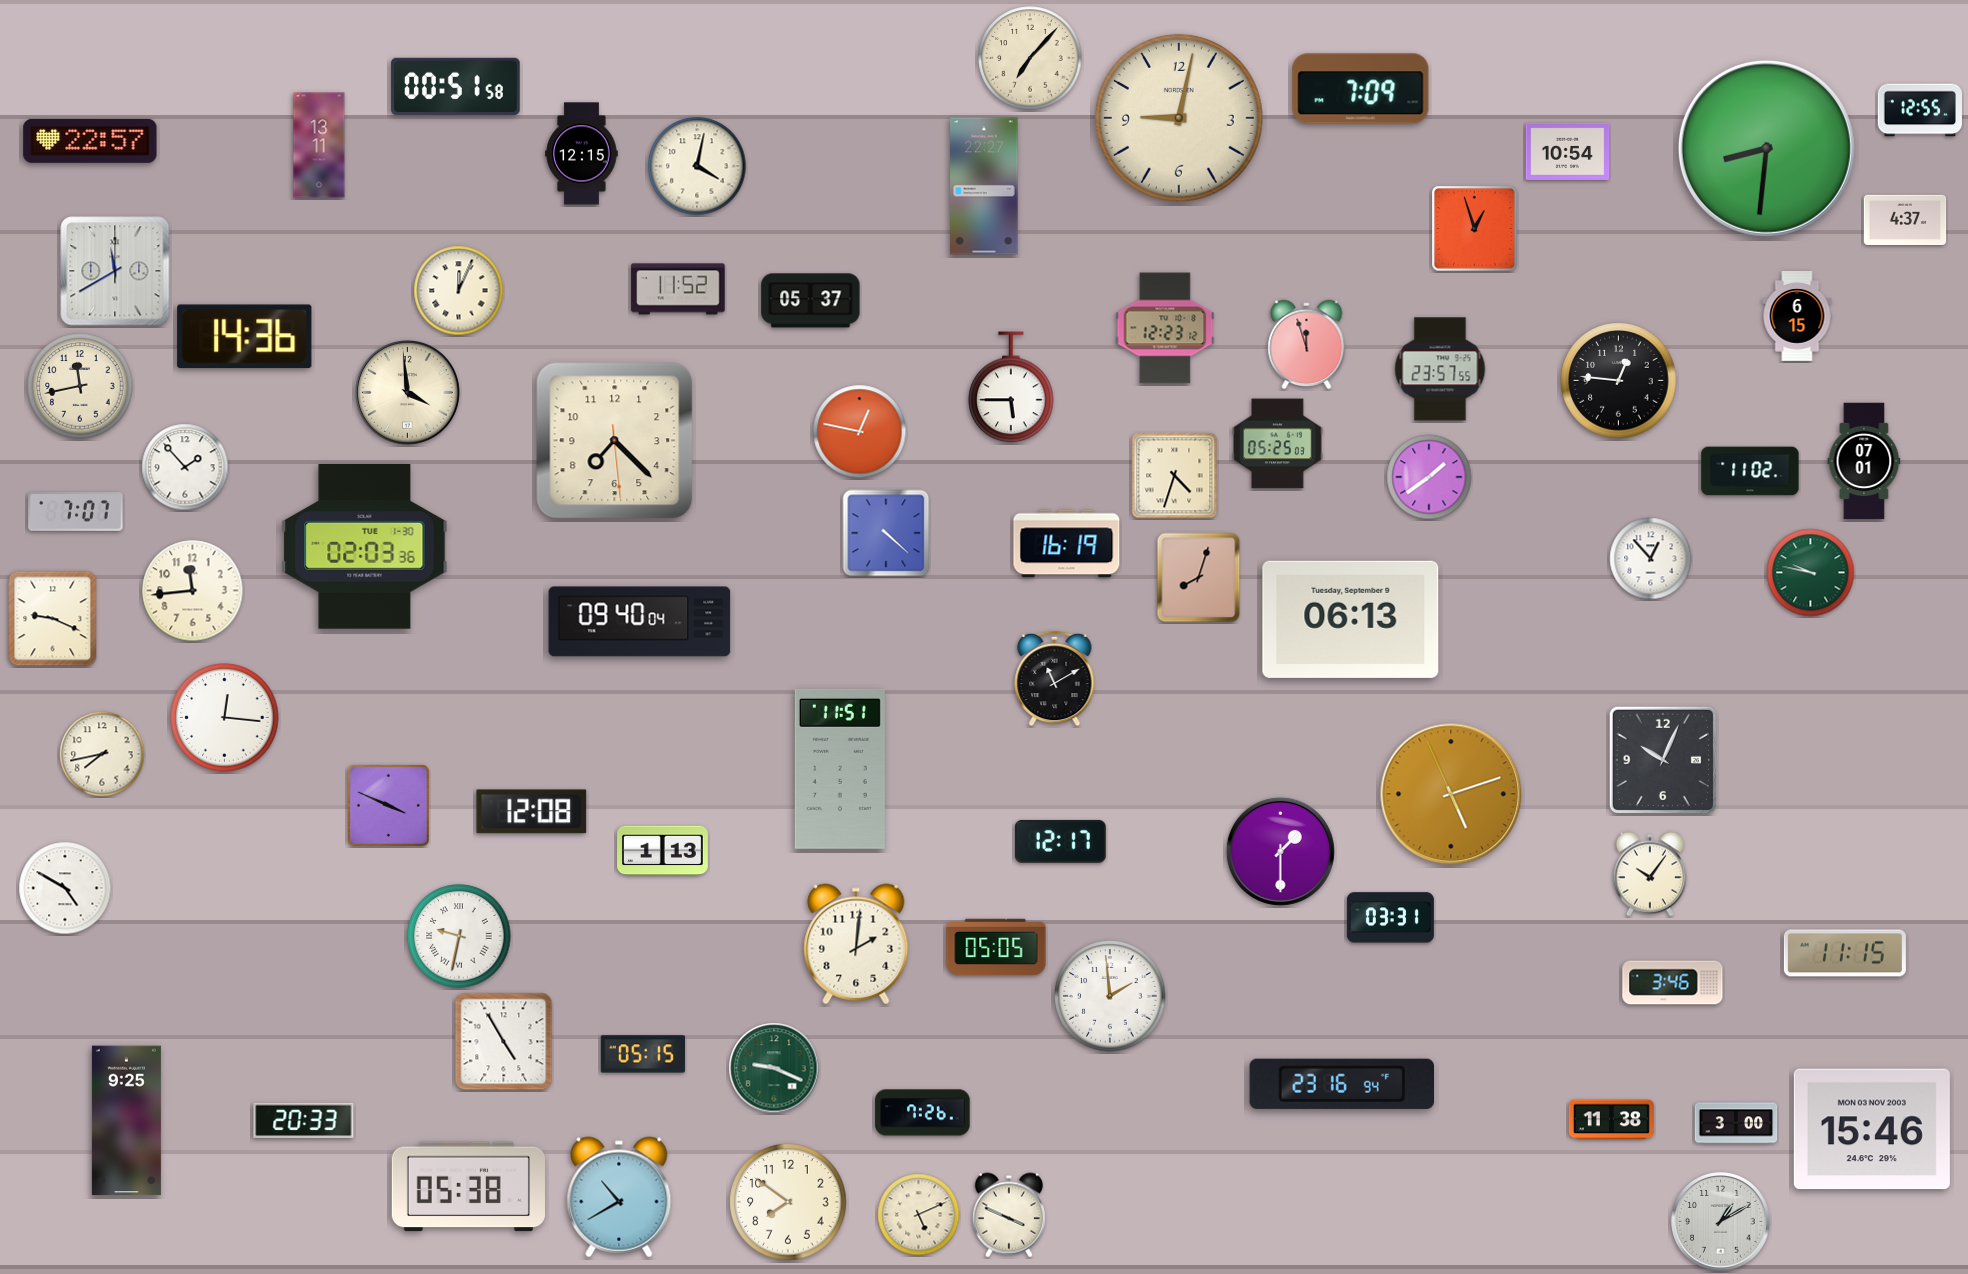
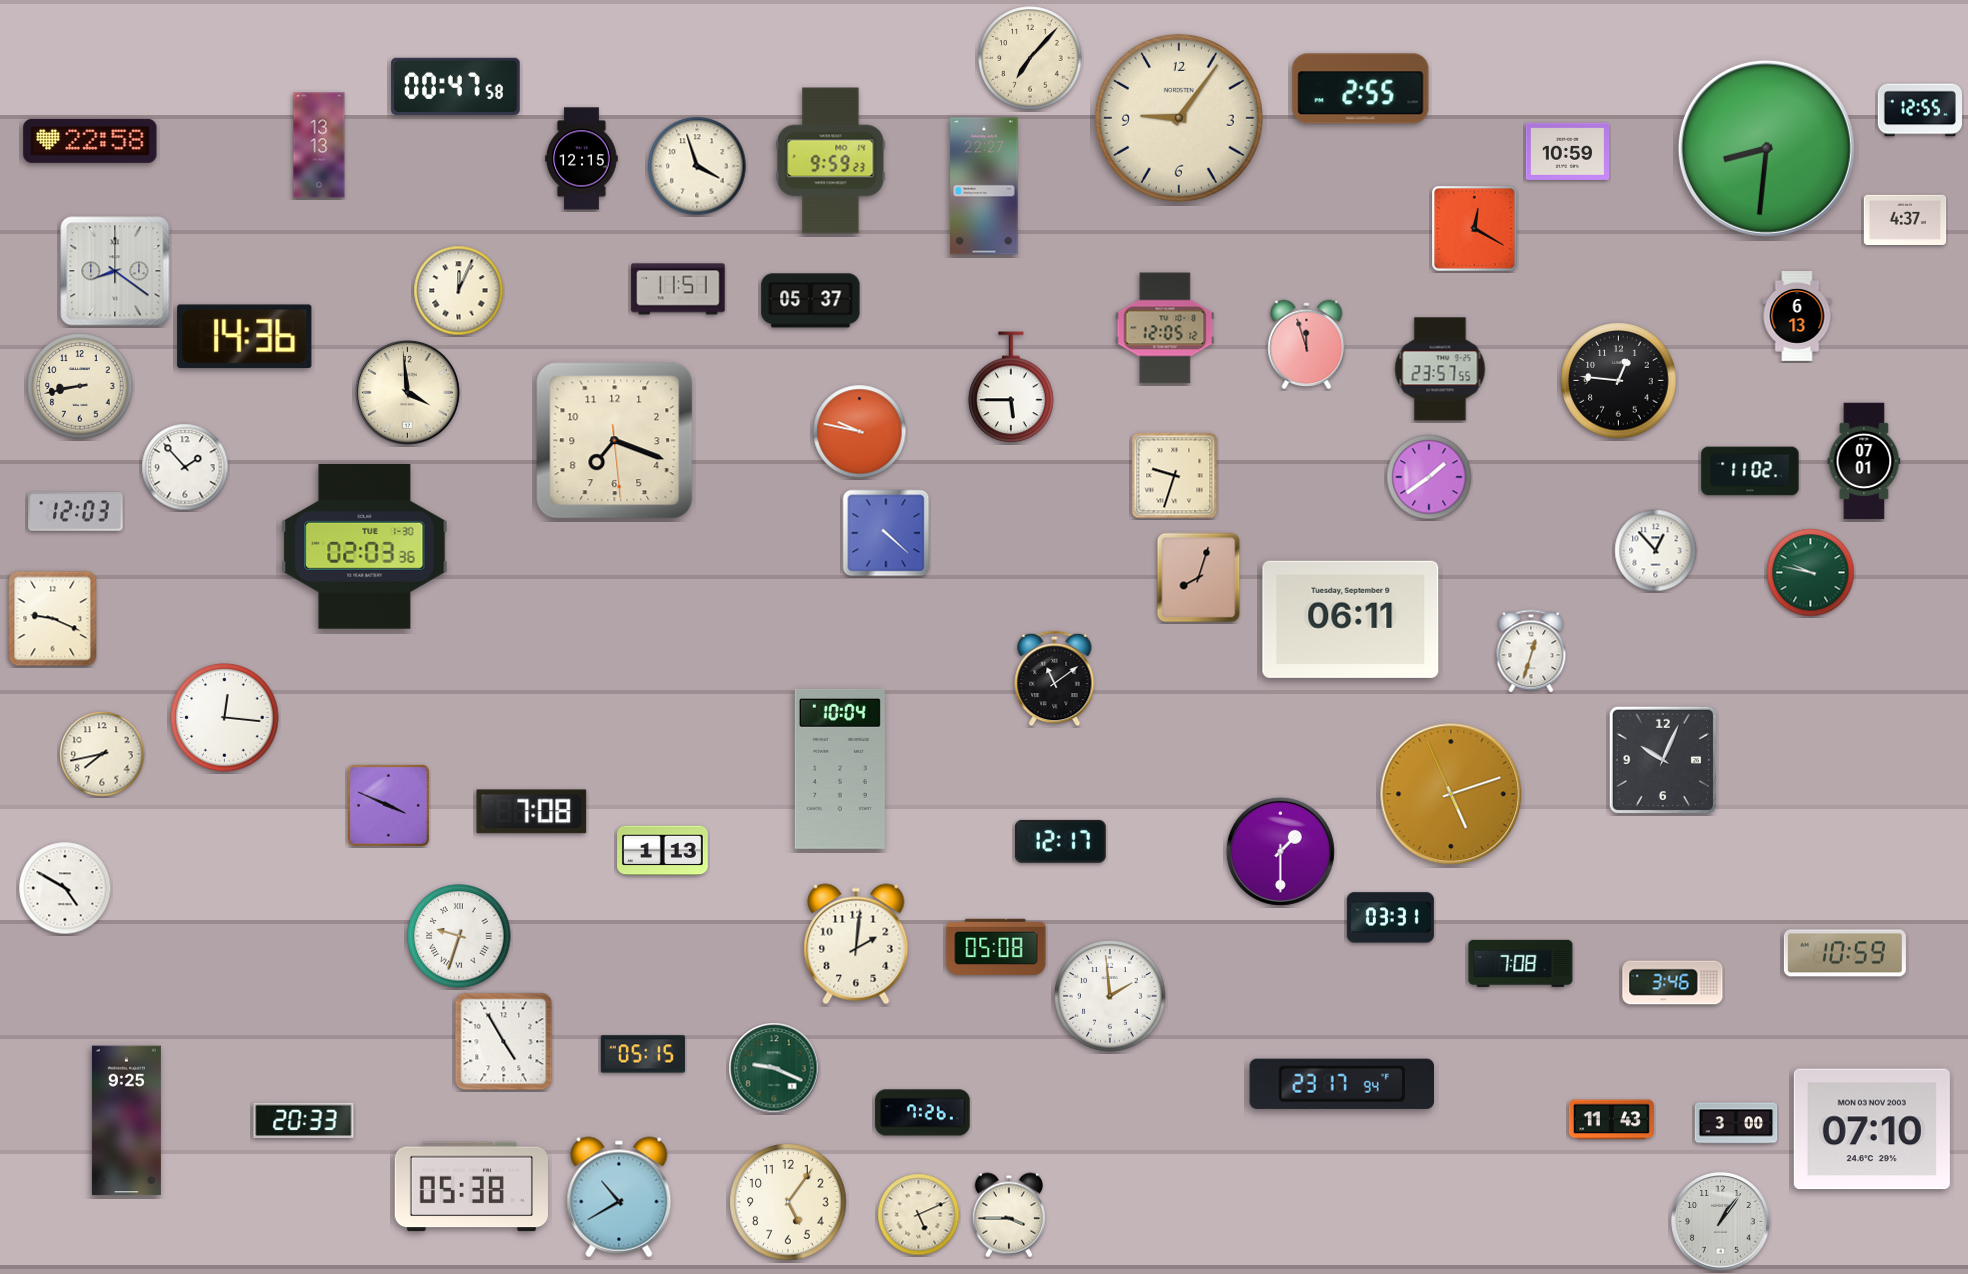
clock at (456, 86): 00:51 -> 00:47
clock at (1361, 89): 7:09 -> 2:55
clock at (1179, 118): 9:02 -> 9:06
clock at (90, 141): 22:57 -> 22:58
clock at (319, 145): 13:11 -> 13:13
clock at (1568, 151): 10:54 -> 10:59
clock at (582, 154) position: (582, 154) -> (582, 159)
clock at (831, 161): none -> 9:59
clock at (697, 166): 4:02 -> 3:57
clock at (1475, 229): 12:57 -> 12:20
clock at (115, 271): 11:40 -> 8:21
clock at (678, 289): 11:52 -> 11:51
clock at (1797, 317): 6:15 -> 6:13
clock at (1165, 328): 12:23 -> 12:05
clock at (80, 386): 11:43 -> 8:43
clock at (860, 432): 12:47 -> 9:47
clock at (615, 441): 7:22 -> 7:18
clock at (1278, 444): 05:25 -> none
clock at (1175, 476): 4:33 -> 9:33
clock at (76, 512): 7:07 -> 12:03
clock at (1067, 544): 16:19 -> none
clock at (1651, 559) position: (1651, 559) -> (1656, 551)
clock at (193, 591): 11:44 -> none
clock at (1351, 619): 06:13 -> 06:11
clock at (640, 622): 09:40 -> none
clock at (1531, 651): none -> 12:33
clock at (1055, 679): 11:10 -> 11:09
clock at (840, 769): 11:51 -> 10:04
clock at (532, 812): 12:08 -> 7:08
clock at (1650, 874): 10:06 -> none
clock at (459, 936): 9:32 -> 9:33
clock at (996, 947): 05:05 -> 05:08
clock at (1845, 953): 11:15 -> 10:59
clock at (1521, 963): none -> 7:08
clock at (1341, 1084): 23:16 -> 23:17
clock at (1611, 1120): 11:38 -> 11:43
clock at (1872, 1129): 15:46 -> 07:10
clock at (468, 1187) position: (468, 1187) -> (471, 1187)
clock at (788, 1202): 7:51 -> 5:06
clock at (1009, 1215): 3:49 -> 3:45
clock at (1721, 1222): 1:10 -> 1:06
